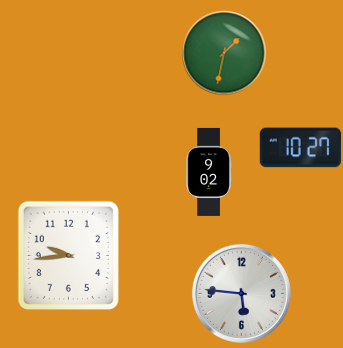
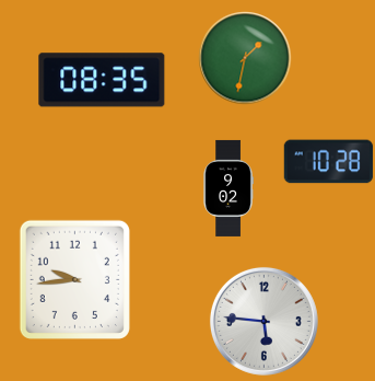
clock at (102, 80): none -> 08:35
clock at (300, 148): 10:27 -> 10:28
